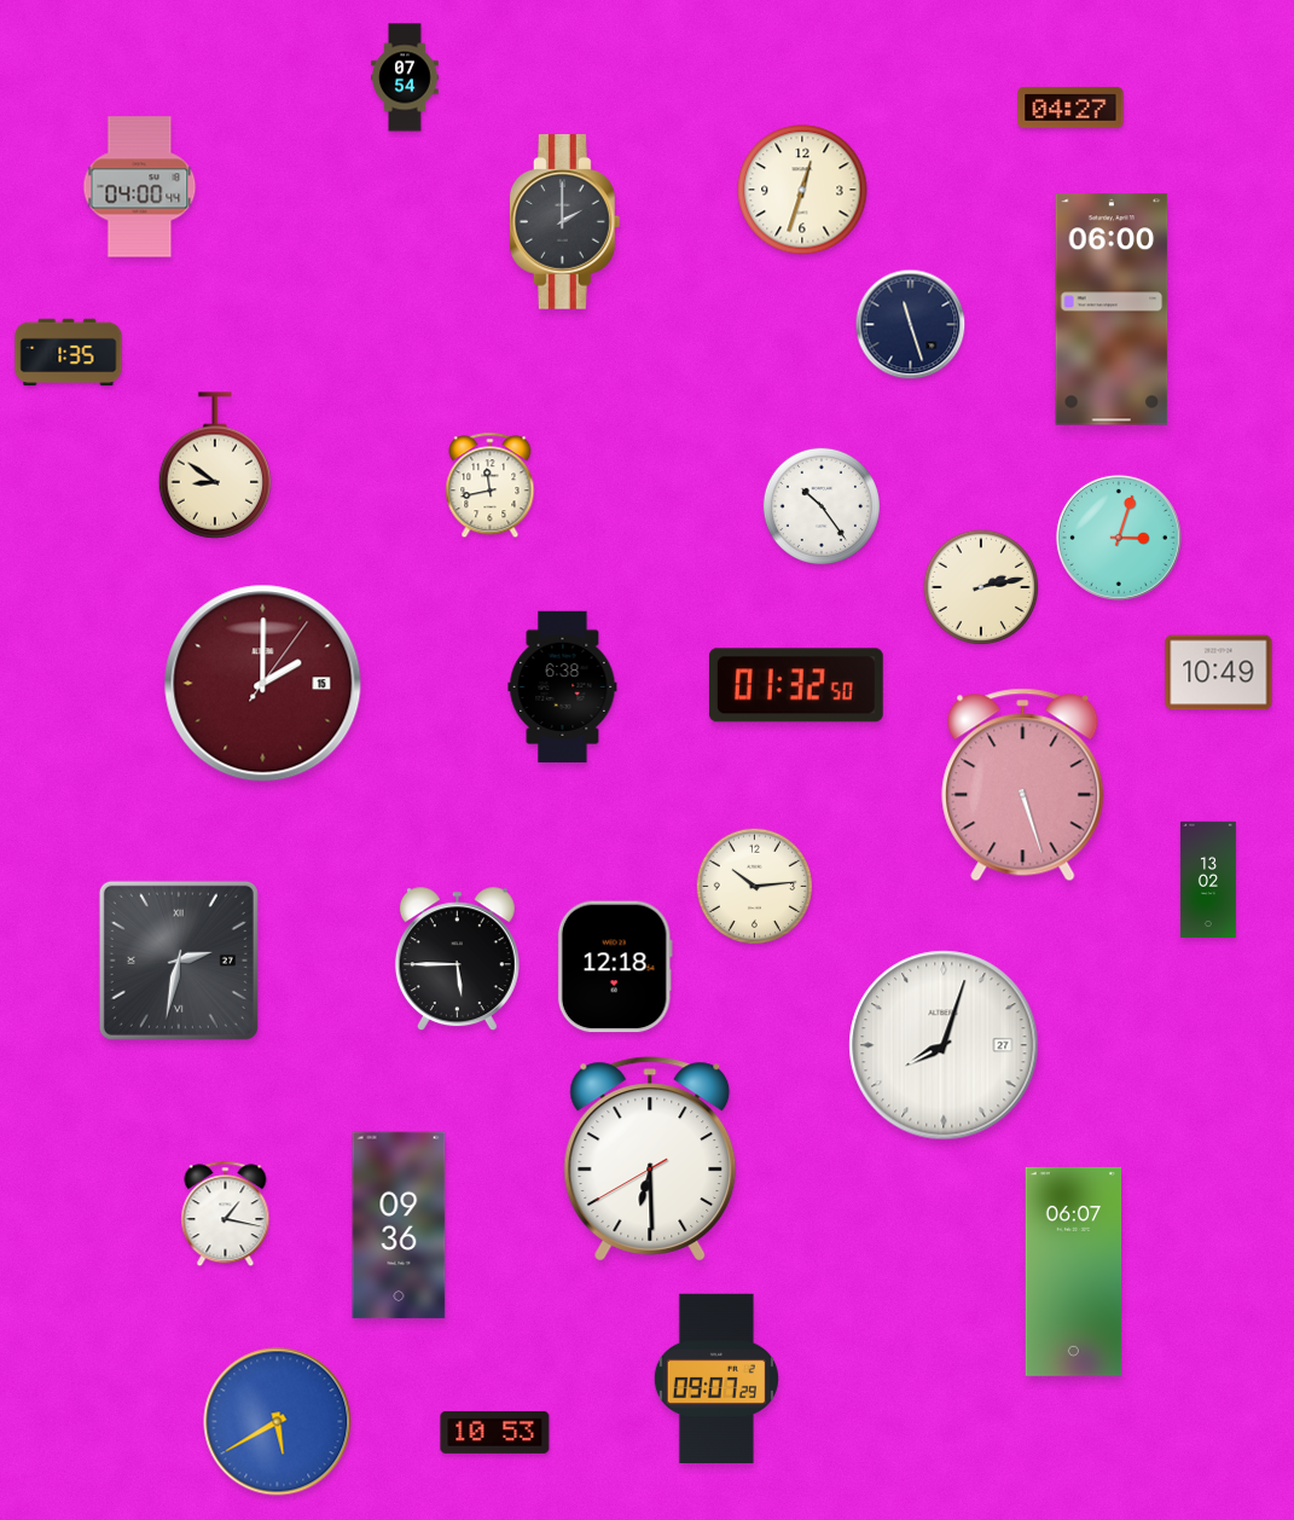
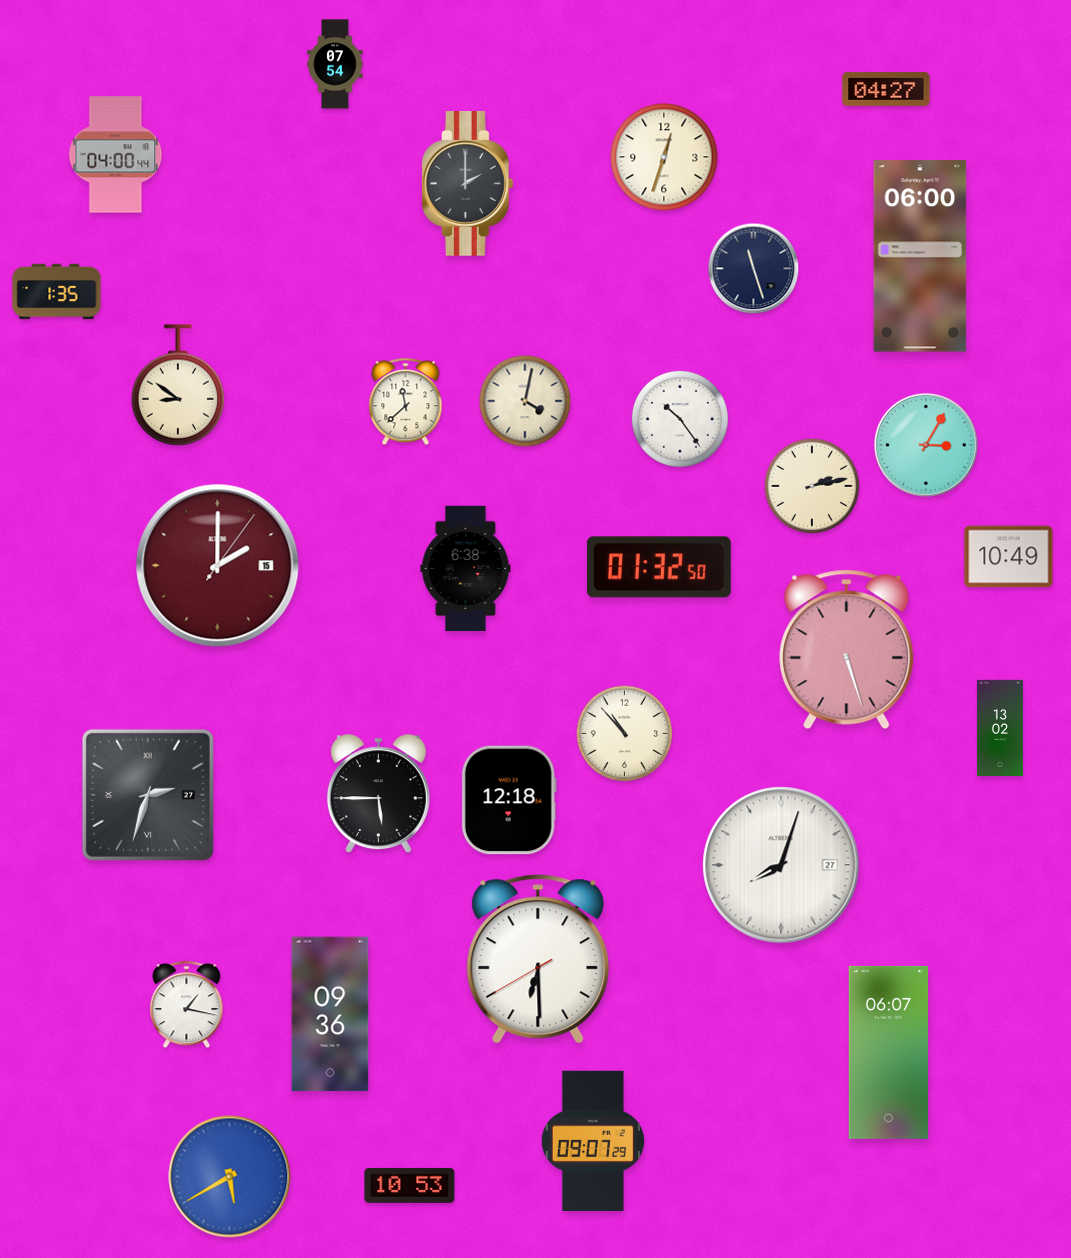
clock at (525, 401): none -> 4:02
clock at (491, 486): 11:43 -> 11:38
clock at (1119, 538): 3:03 -> 3:05
clock at (754, 886): 10:14 -> 10:53
clock at (179, 961): 2:32 -> 2:33
